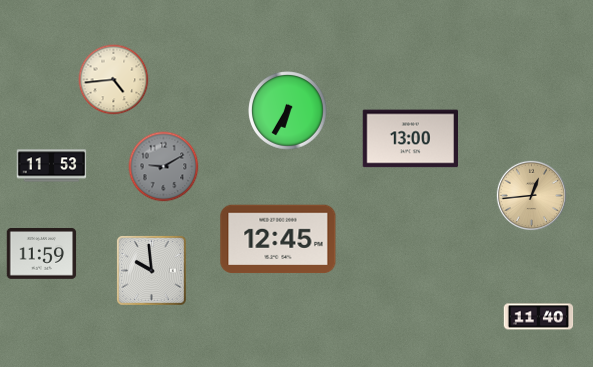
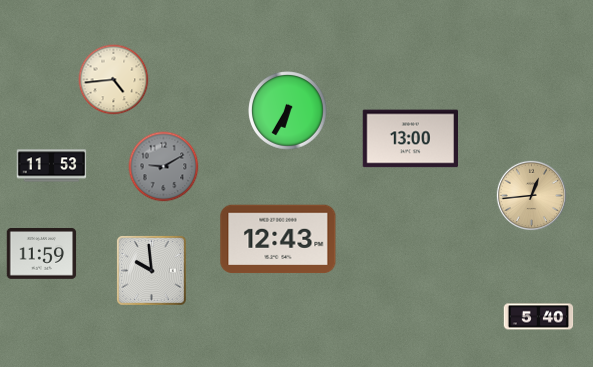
clock at (278, 239): 12:45 -> 12:43
clock at (539, 317): 11:40 -> 5:40
